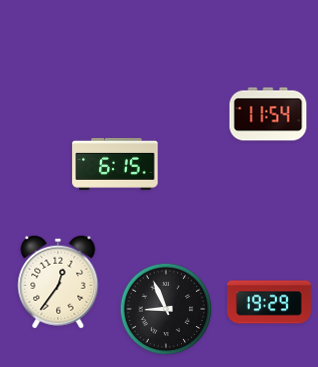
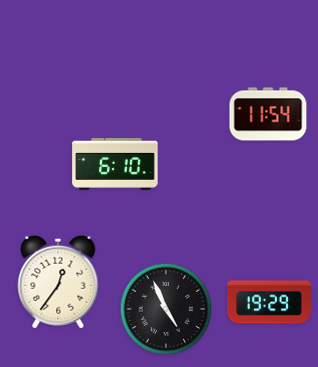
clock at (115, 164): 6:15 -> 6:10
clock at (166, 309): 8:56 -> 4:56
